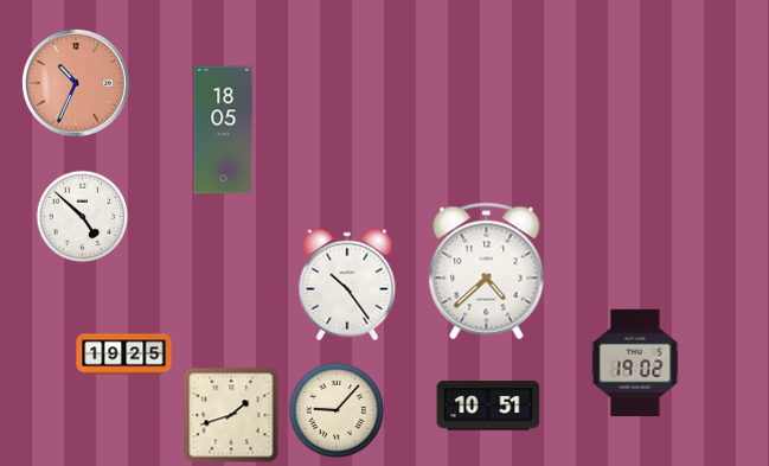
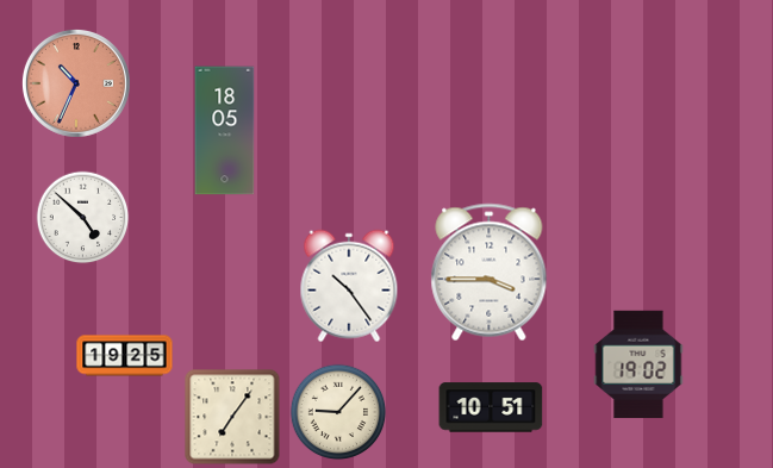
clock at (487, 272): 4:38 -> 3:45
clock at (231, 415): 1:42 -> 7:06
